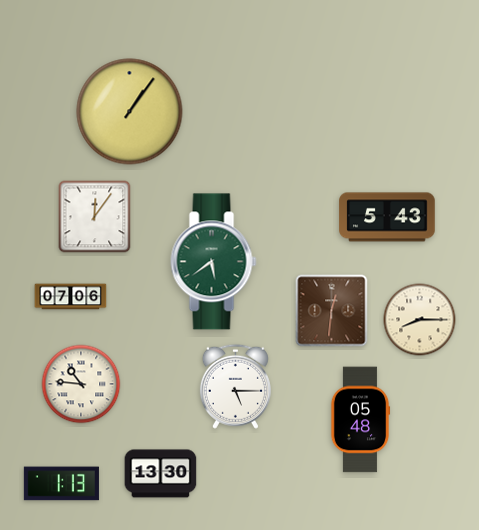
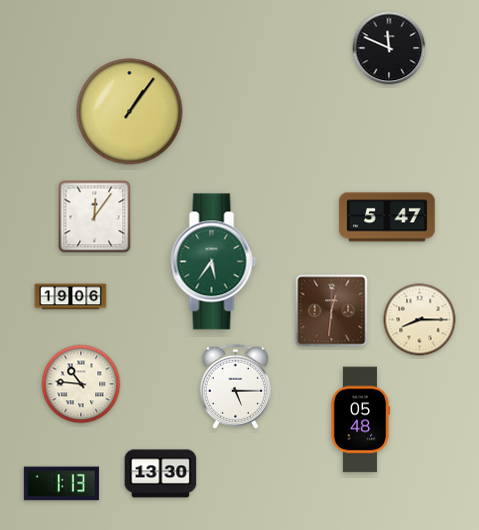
clock at (389, 48): none -> 11:49
clock at (387, 217): 5:43 -> 5:47
clock at (214, 262): 5:39 -> 5:36
clock at (71, 297): 07:06 -> 19:06
